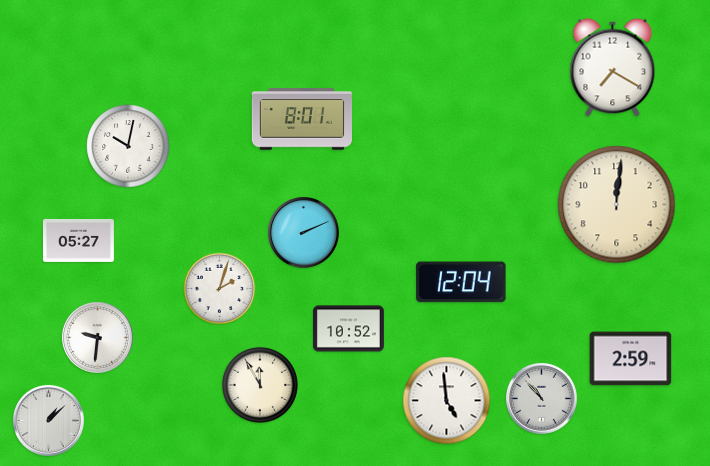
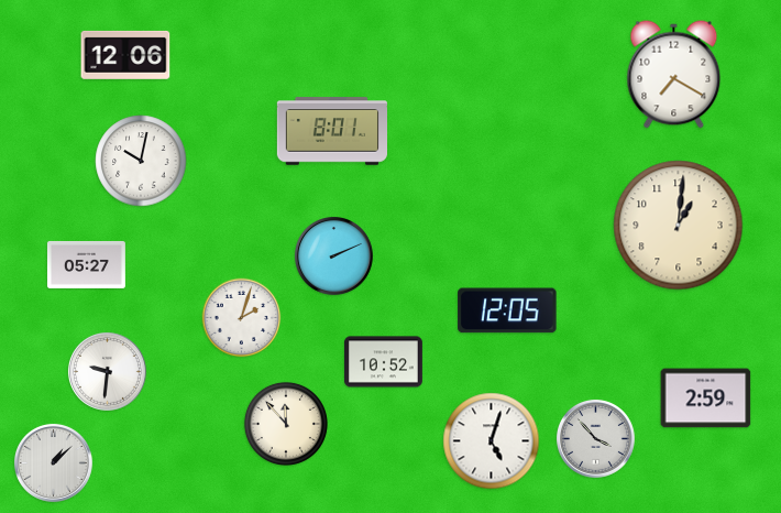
clock at (125, 55): none -> 12:06
clock at (617, 205): 12:01 -> 1:01
clock at (461, 282): 12:04 -> 12:05
clock at (631, 359) position: (631, 359) -> (706, 399)
clock at (260, 385): 11:55 -> 11:53
clock at (541, 398): 10:53 -> 3:53
clock at (447, 401): 4:59 -> 5:03
